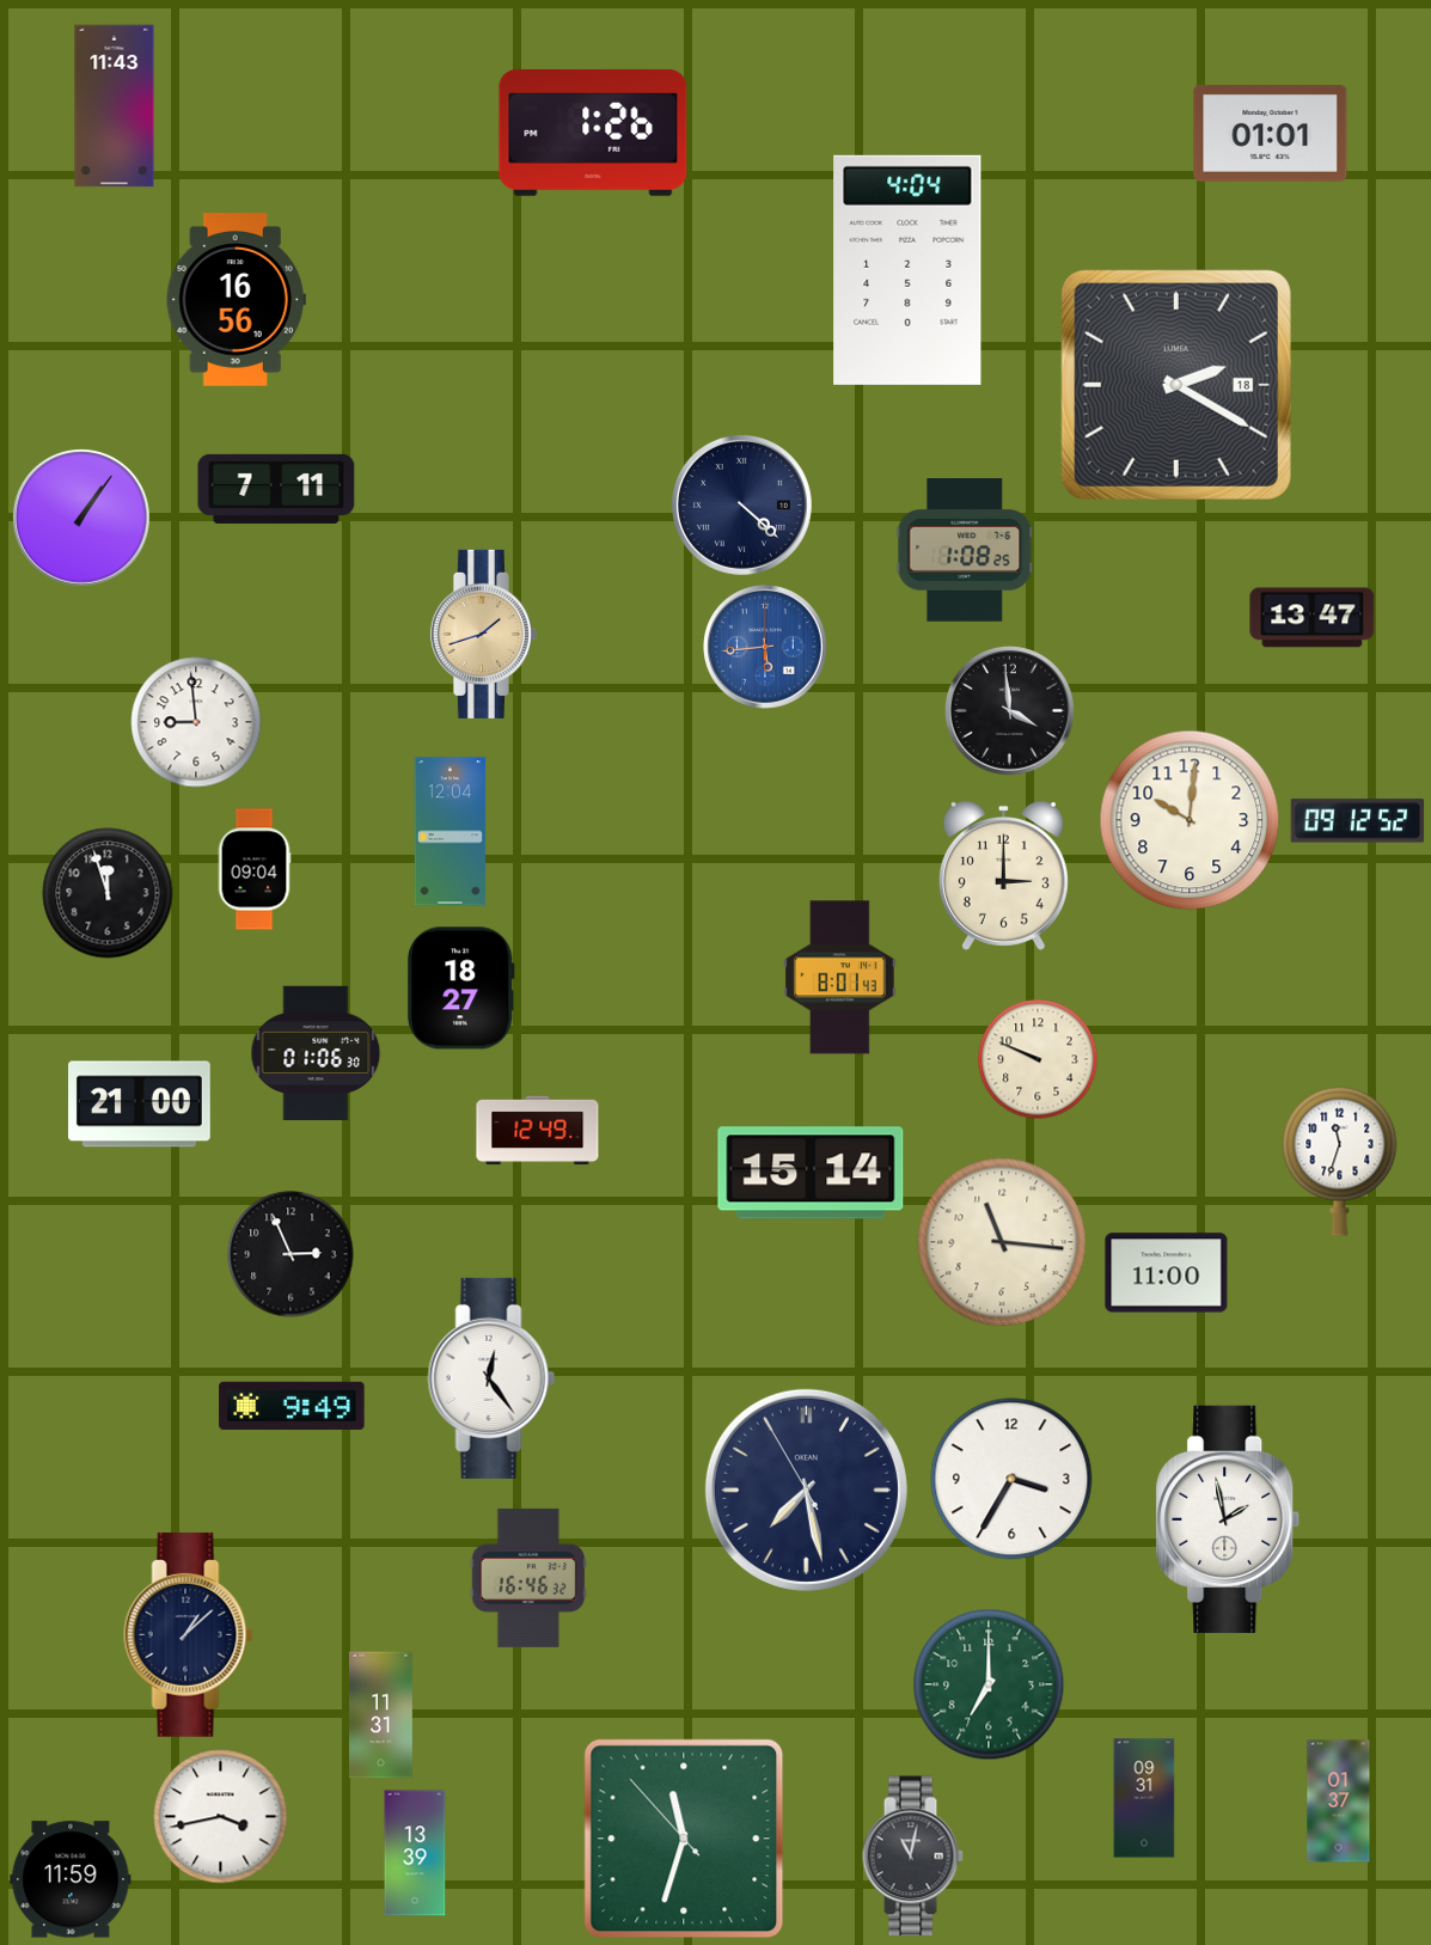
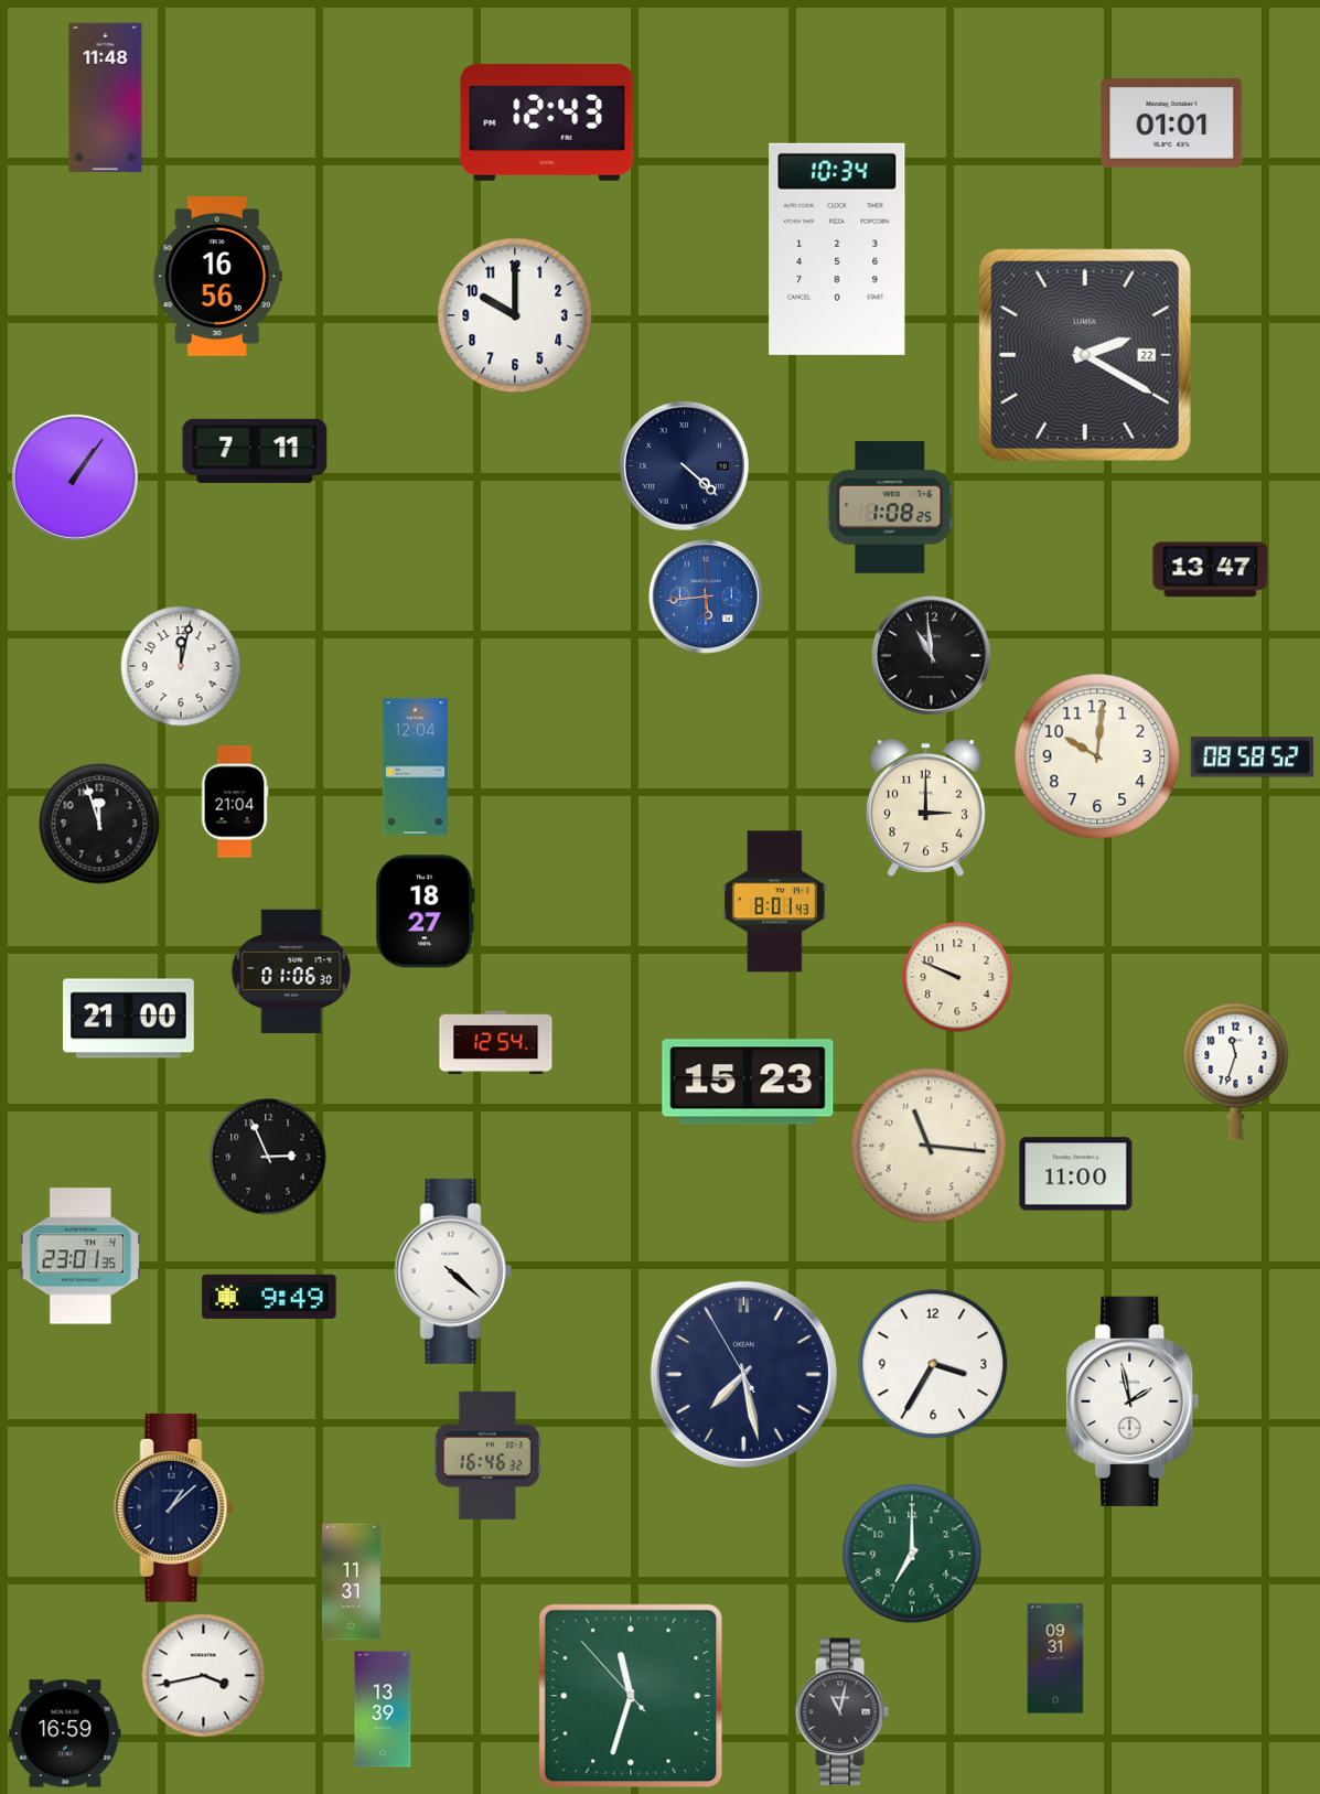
clock at (115, 106): 11:43 -> 11:48
clock at (593, 133): 1:26 -> 12:43
clock at (907, 270): 4:04 -> 10:34
clock at (515, 315): none -> 10:00
clock at (1176, 385) date: 18 -> 22
clock at (483, 634): 1:42 -> none
clock at (1010, 711): 3:59 -> 10:59
clock at (196, 722): 8:59 -> 12:02
clock at (1358, 821): 09:12 -> 08:58
clock at (255, 869): 09:04 -> 21:04
clock at (538, 1131): 12:49 -> 12:54
clock at (811, 1173): 15:14 -> 15:23
clock at (1002, 1242) position: (1002, 1242) -> (929, 1146)
clock at (79, 1256): none -> 23:01
clock at (491, 1378): 12:24 -> 4:22
clock at (1339, 1802): 01:37 -> none
clock at (71, 1879): 11:59 -> 16:59
